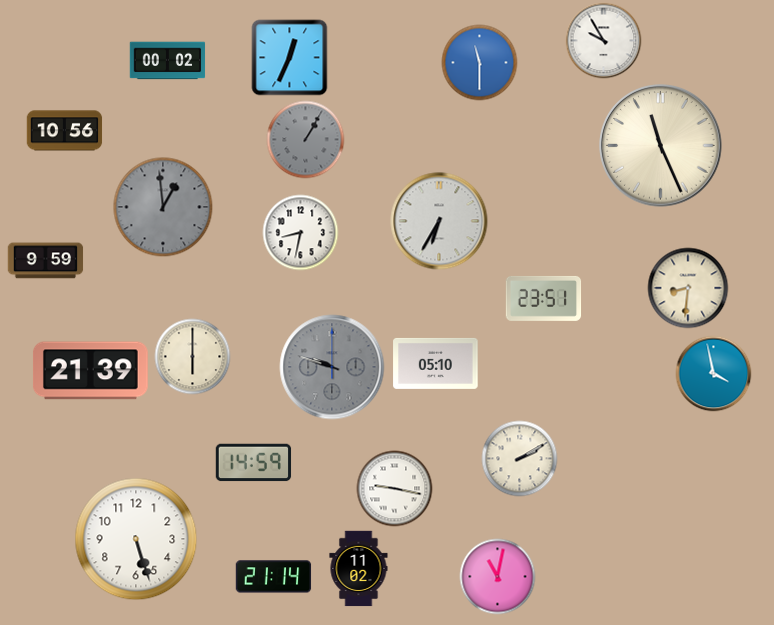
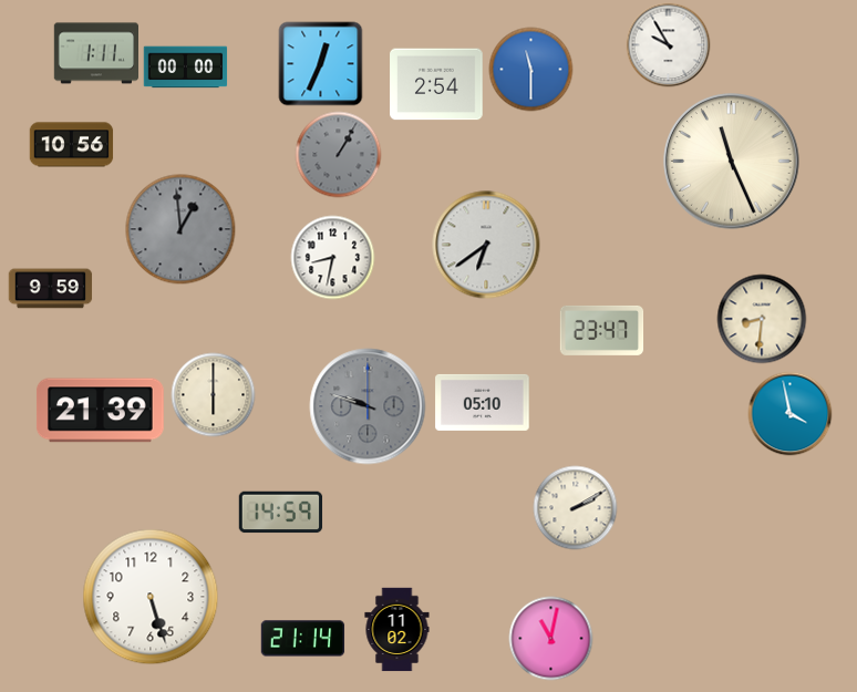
clock at (96, 53): none -> 1:11
clock at (168, 61): 00:02 -> 00:00
clock at (436, 84): none -> 2:54
clock at (439, 221): 6:35 -> 6:39
clock at (544, 298): 23:51 -> 23:47
clock at (395, 489): 9:17 -> none
